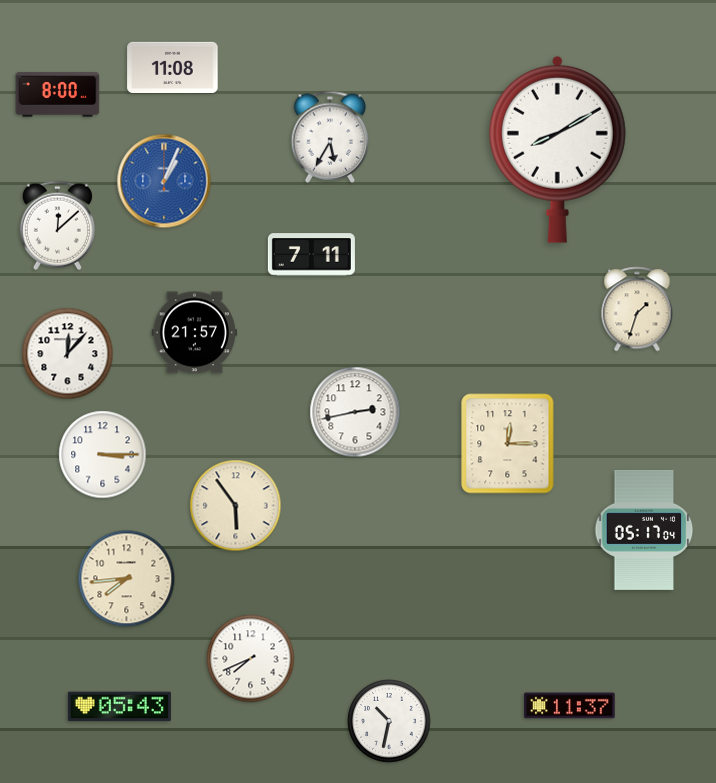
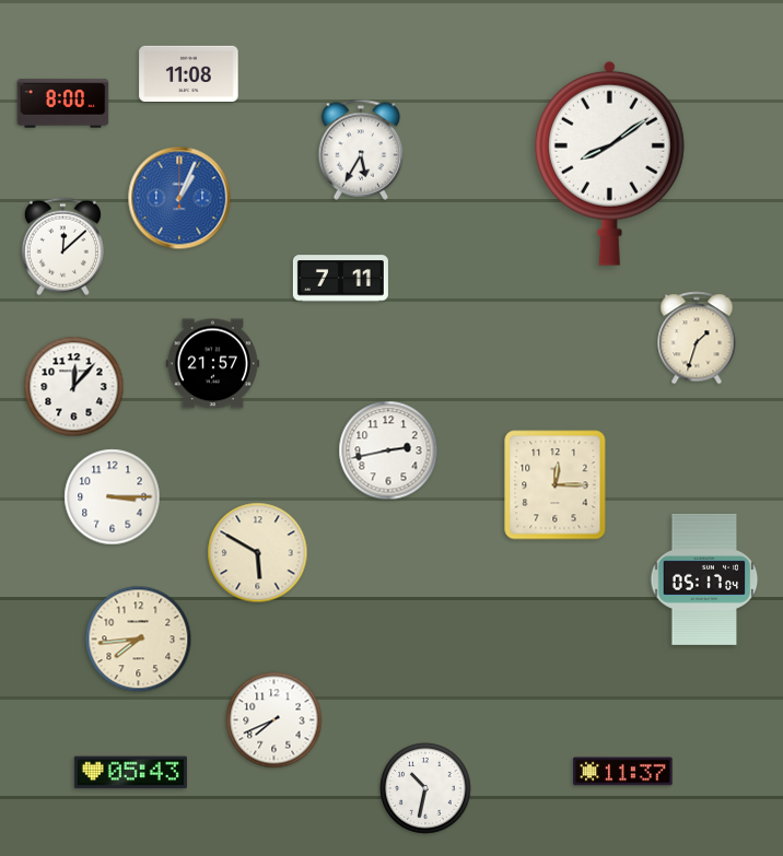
clock at (557, 149): 8:10 -> 8:09
clock at (236, 506): 5:54 -> 5:50
clock at (127, 579) position: (127, 579) -> (139, 640)
